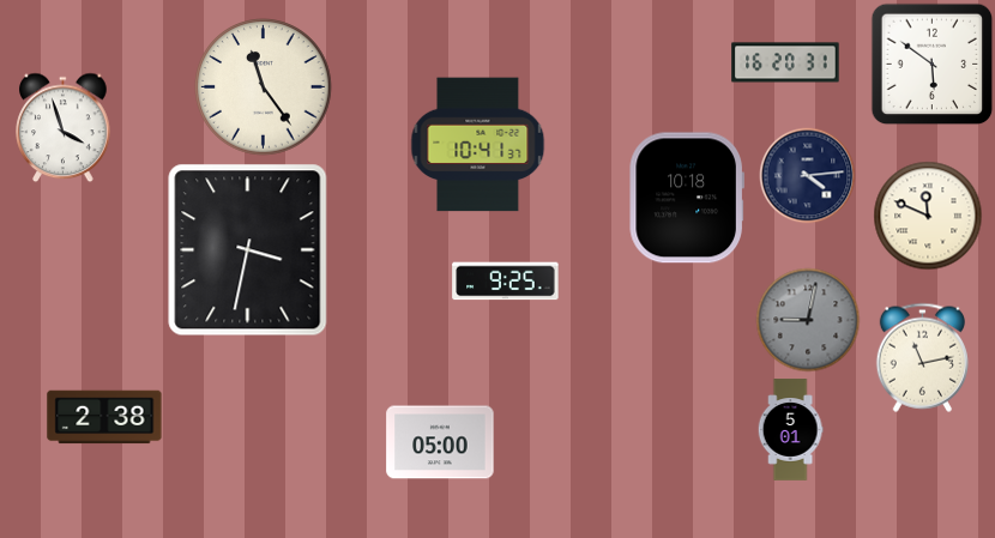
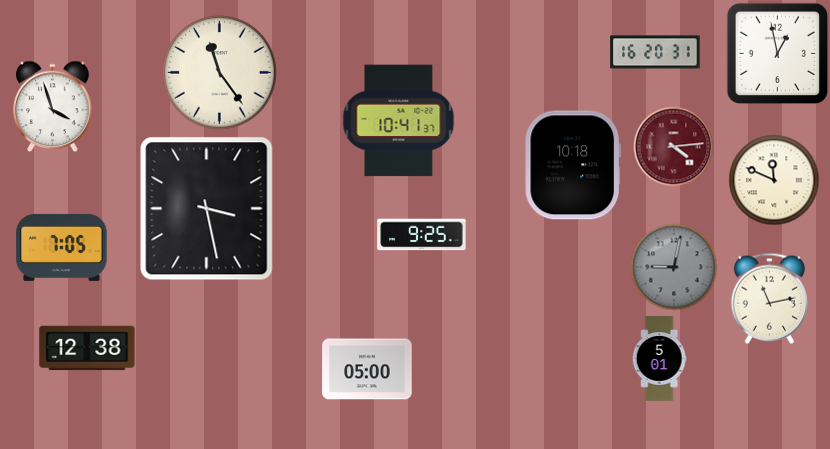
clock at (931, 64): 5:51 -> 12:58
clock at (807, 175) dial: navy -> burgundy
clock at (248, 250): 3:32 -> 3:28
clock at (62, 247): none -> 7:05
clock at (104, 417): 2:38 -> 12:38
